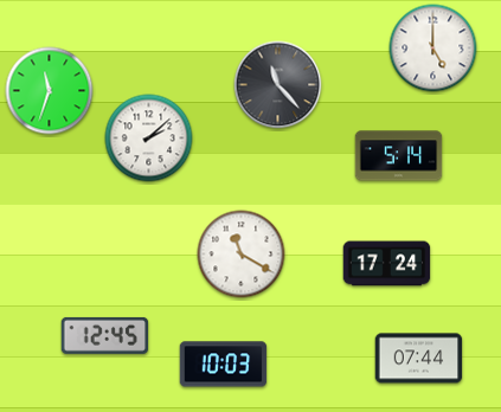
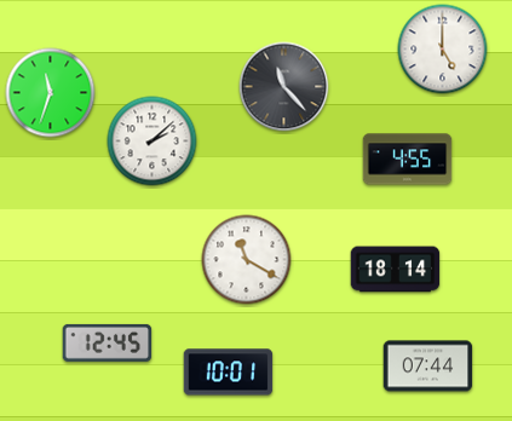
clock at (399, 156): 5:14 -> 4:55
clock at (387, 264): 17:24 -> 18:14
clock at (224, 365): 10:03 -> 10:01
